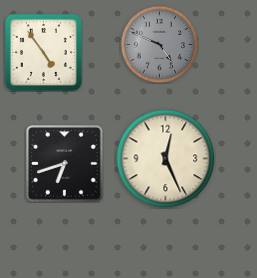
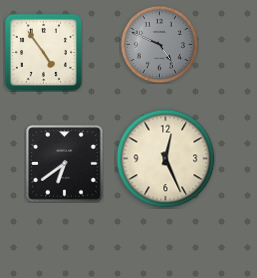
clock at (65, 164): 6:42 -> 6:39
